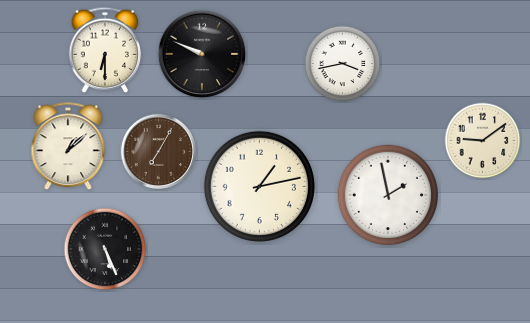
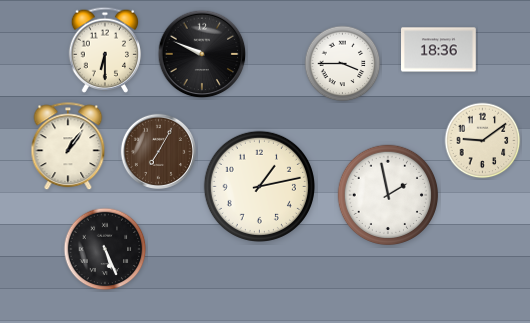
clock at (439, 50): none -> 18:36
clock at (343, 64): 3:43 -> 3:45
clock at (68, 147): 1:08 -> 1:06
